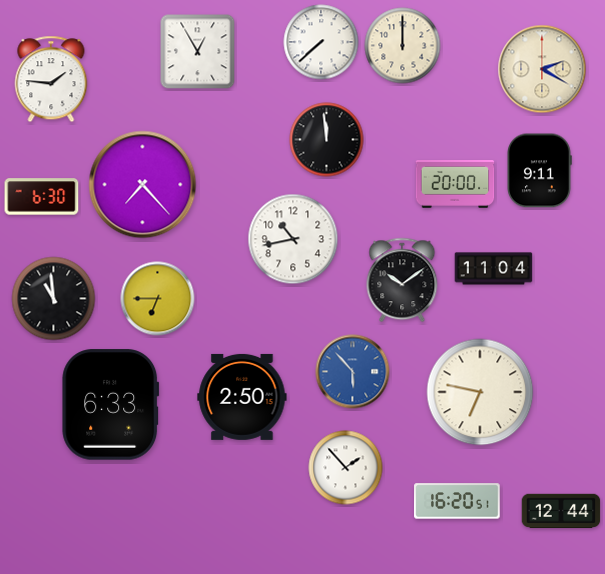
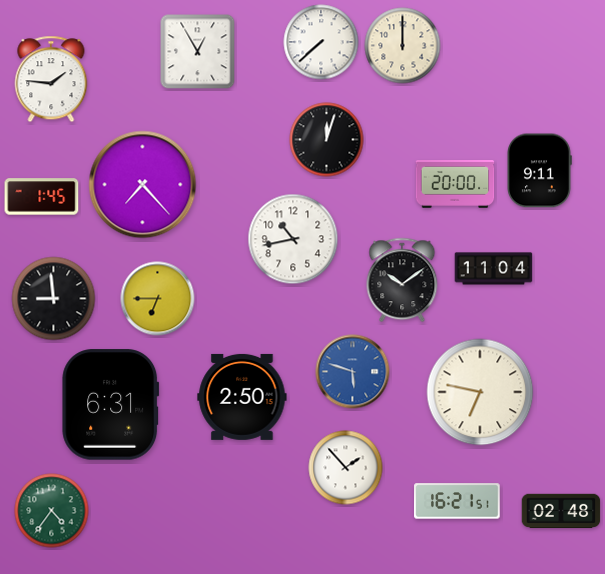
clock at (542, 69): 2:20 -> none
clock at (327, 140): 11:59 -> 12:03
clock at (42, 197): 6:30 -> 1:45
clock at (54, 299): 10:59 -> 8:59
clock at (353, 372): 5:53 -> 5:48
clock at (111, 405): 6:33 -> 6:31
clock at (457, 501): 16:20 -> 16:21
clock at (52, 511): none -> 4:36
clock at (561, 511): 12:44 -> 02:48
